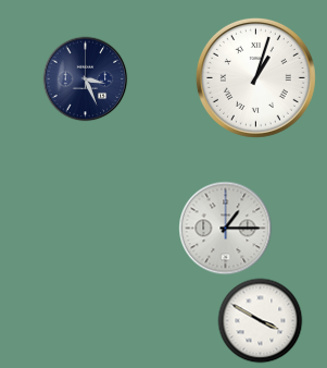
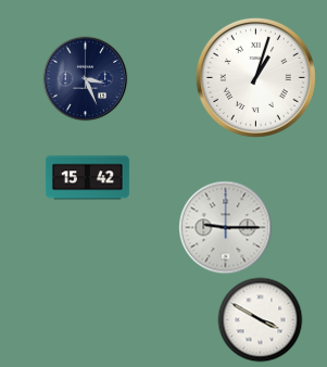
clock at (87, 178): none -> 15:42
clock at (225, 228): 1:15 -> 9:15
